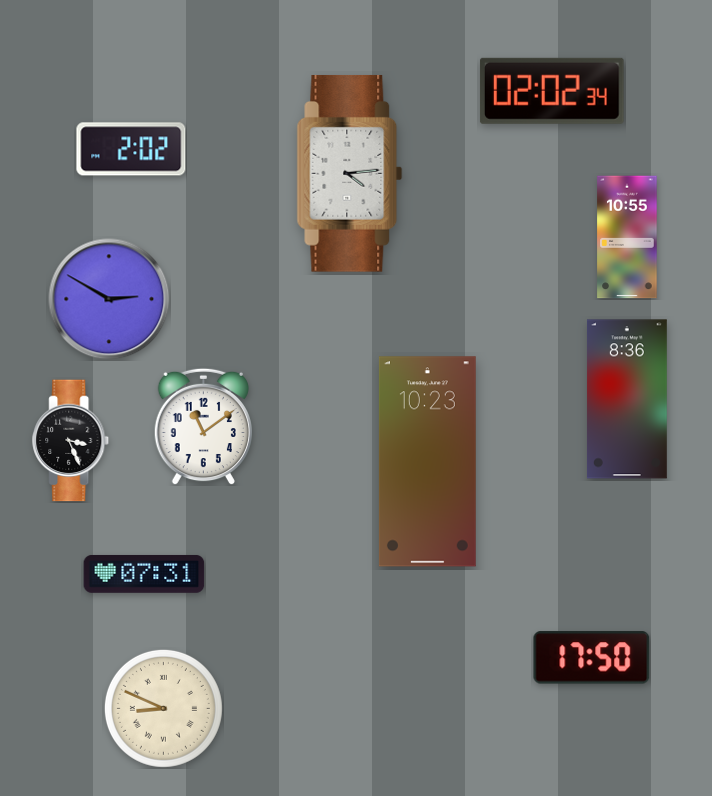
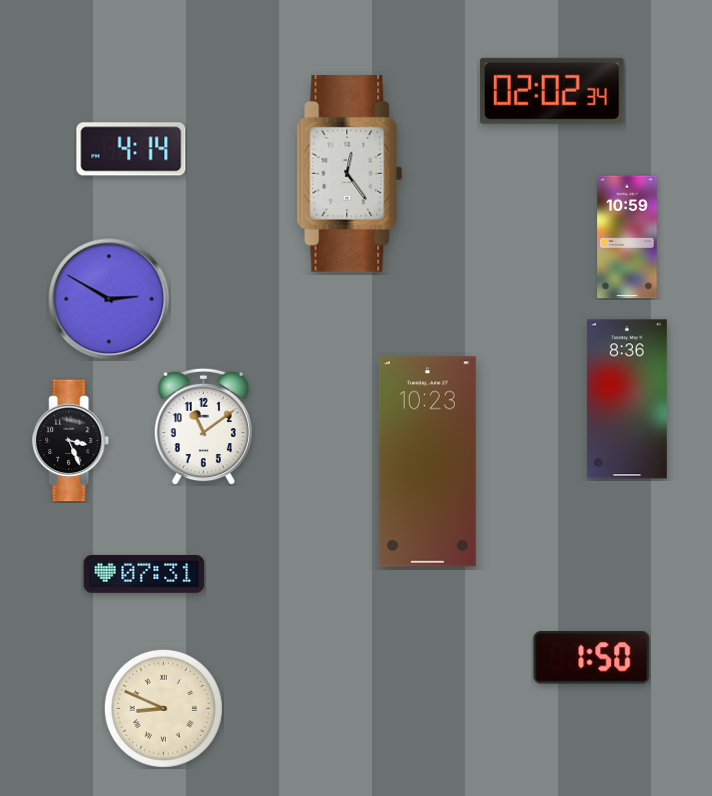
clock at (131, 149): 2:02 -> 4:14
clock at (350, 173): 4:14 -> 12:24
clock at (627, 237): 10:55 -> 10:59
clock at (592, 658): 17:50 -> 1:50
